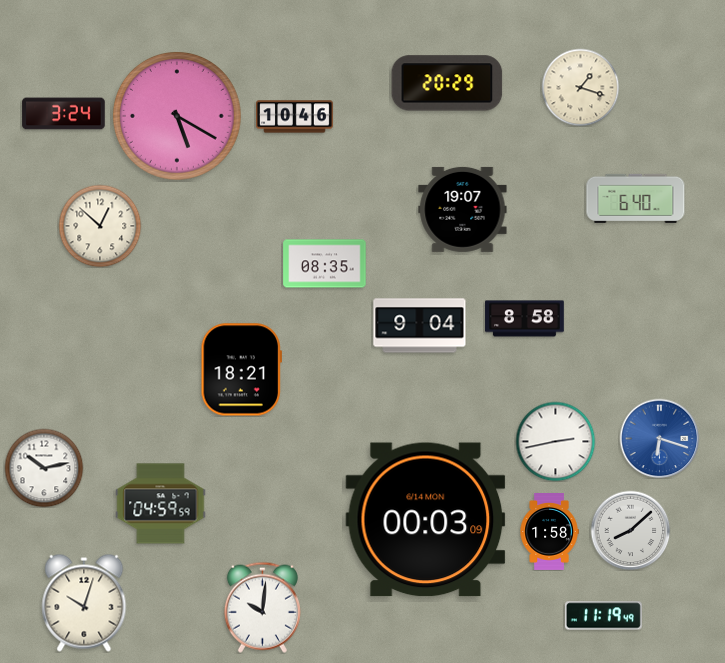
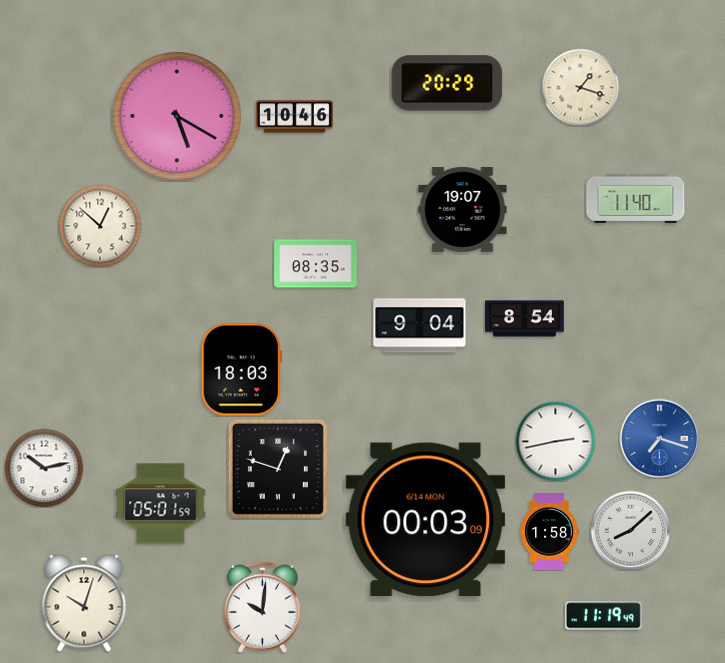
clock at (64, 114): 3:24 -> none
clock at (636, 198): 6:40 -> 11:40
clock at (325, 264) position: (325, 264) -> (316, 264)
clock at (525, 319): 8:58 -> 8:54
clock at (241, 370): 18:21 -> 18:03
clock at (659, 438): 6:18 -> 7:18
clock at (278, 469): none -> 12:48
clock at (161, 504): 04:59 -> 05:01
